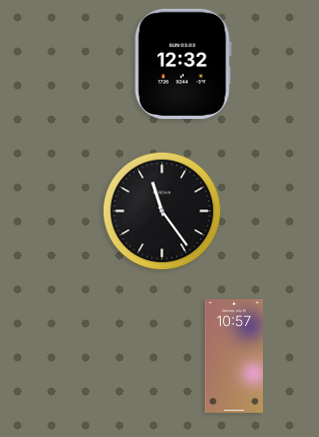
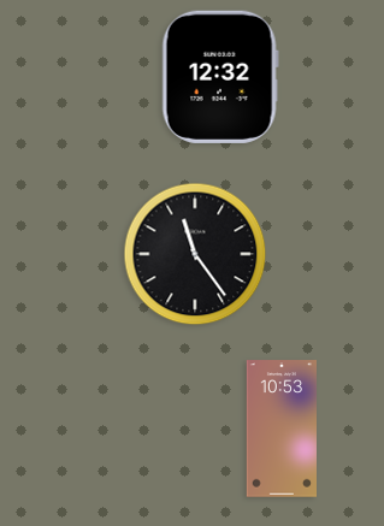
clock at (233, 356): 10:57 -> 10:53
